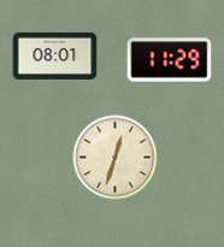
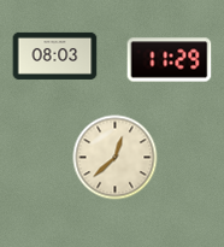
clock at (55, 55): 08:01 -> 08:03
clock at (116, 158): 12:33 -> 12:38
